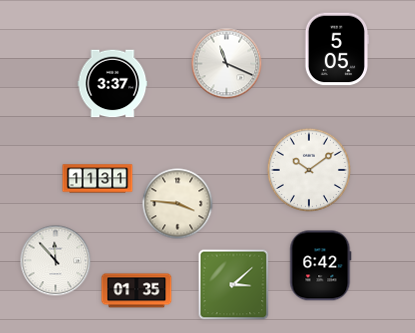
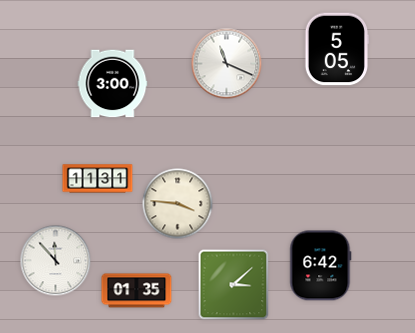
clock at (113, 84): 3:37 -> 3:00
clock at (309, 170): 10:09 -> none
